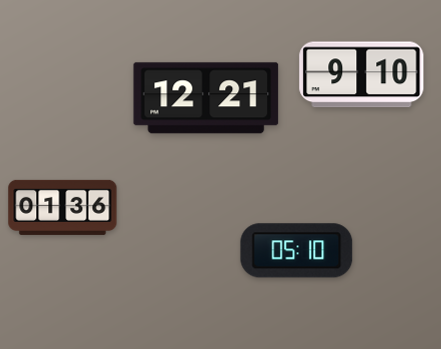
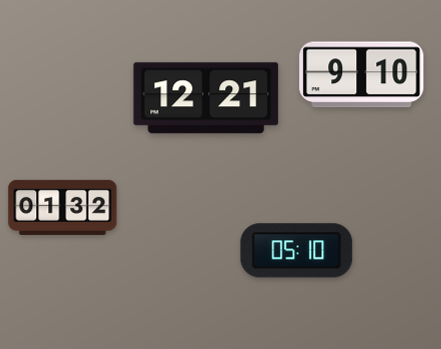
clock at (63, 207): 01:36 -> 01:32
